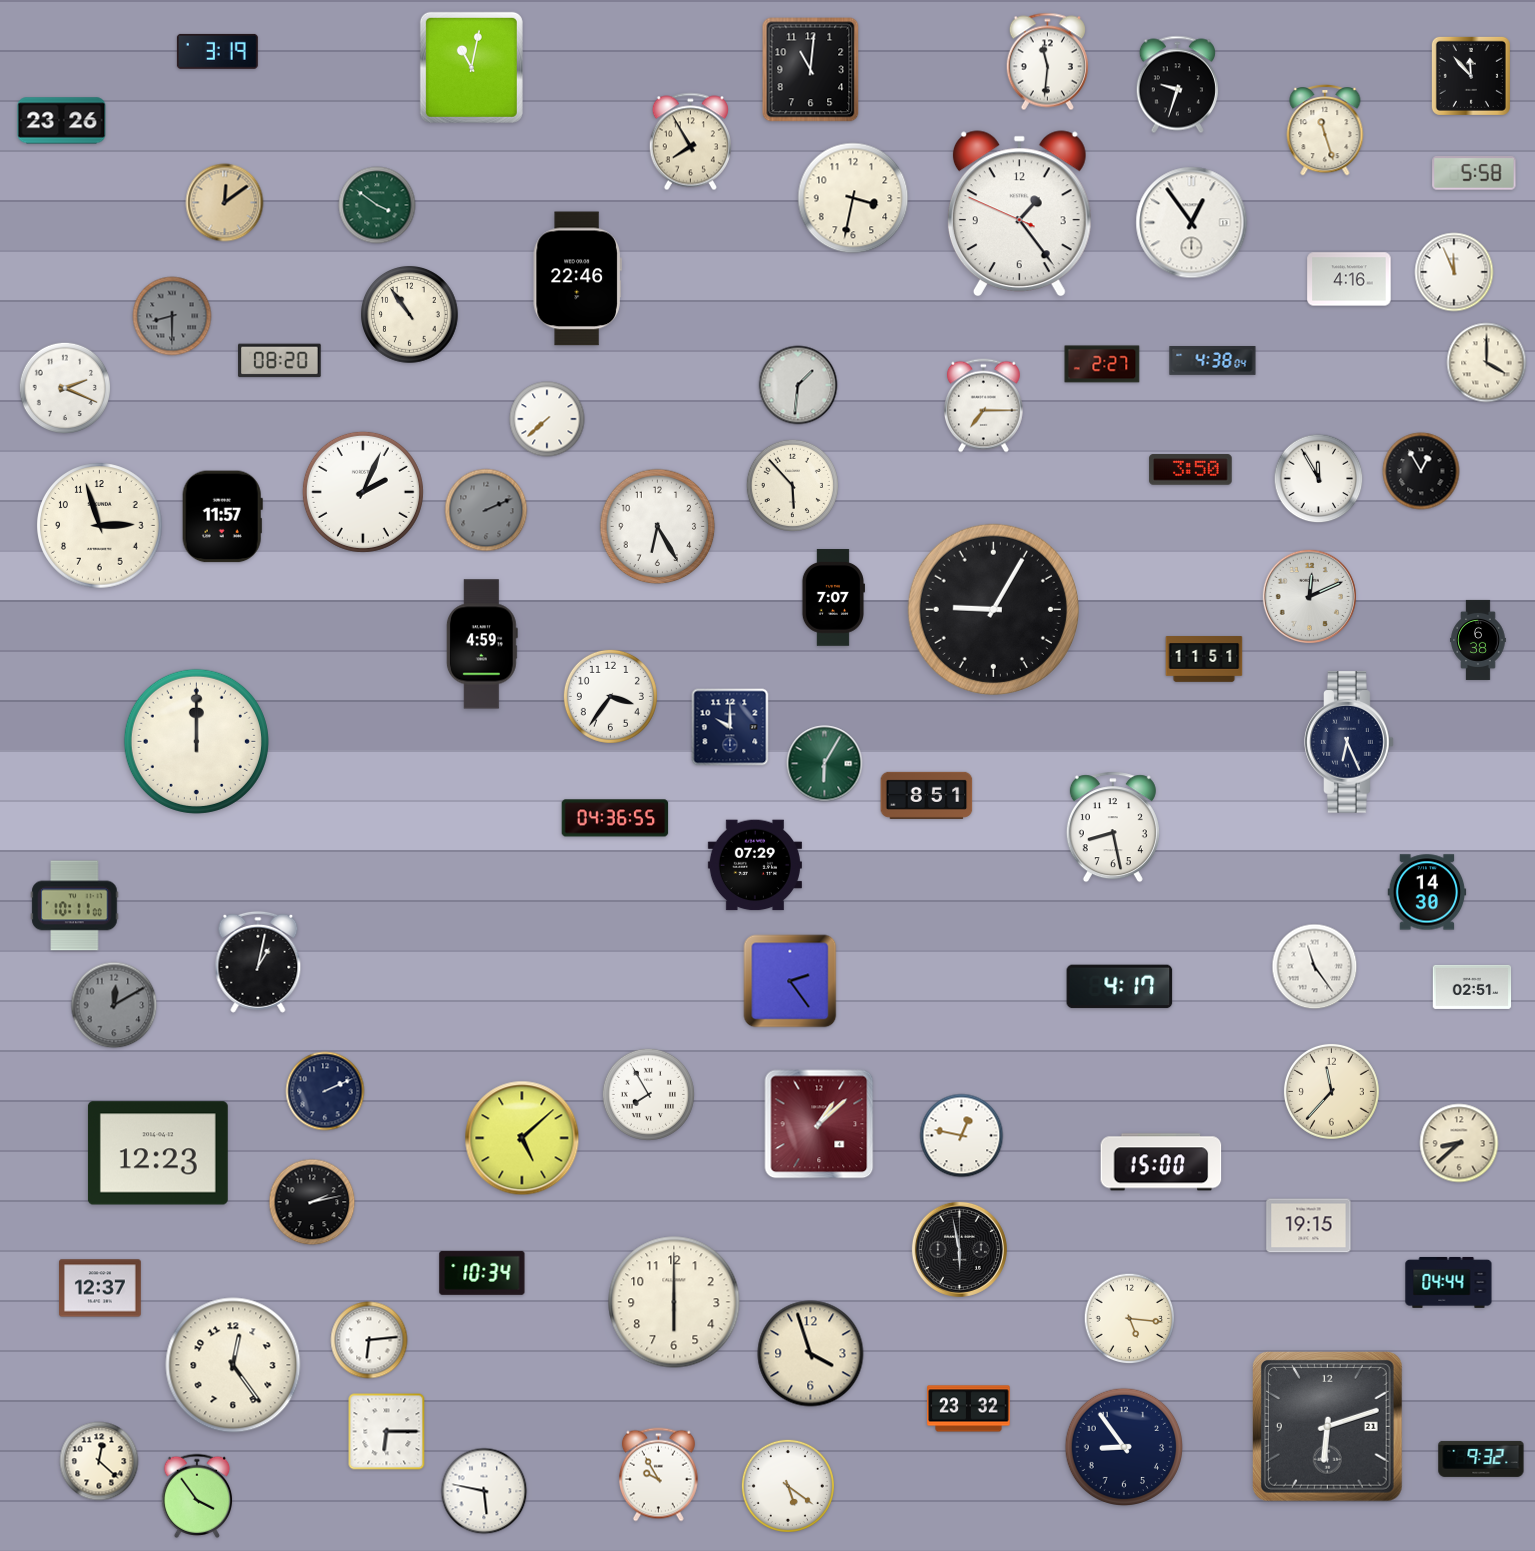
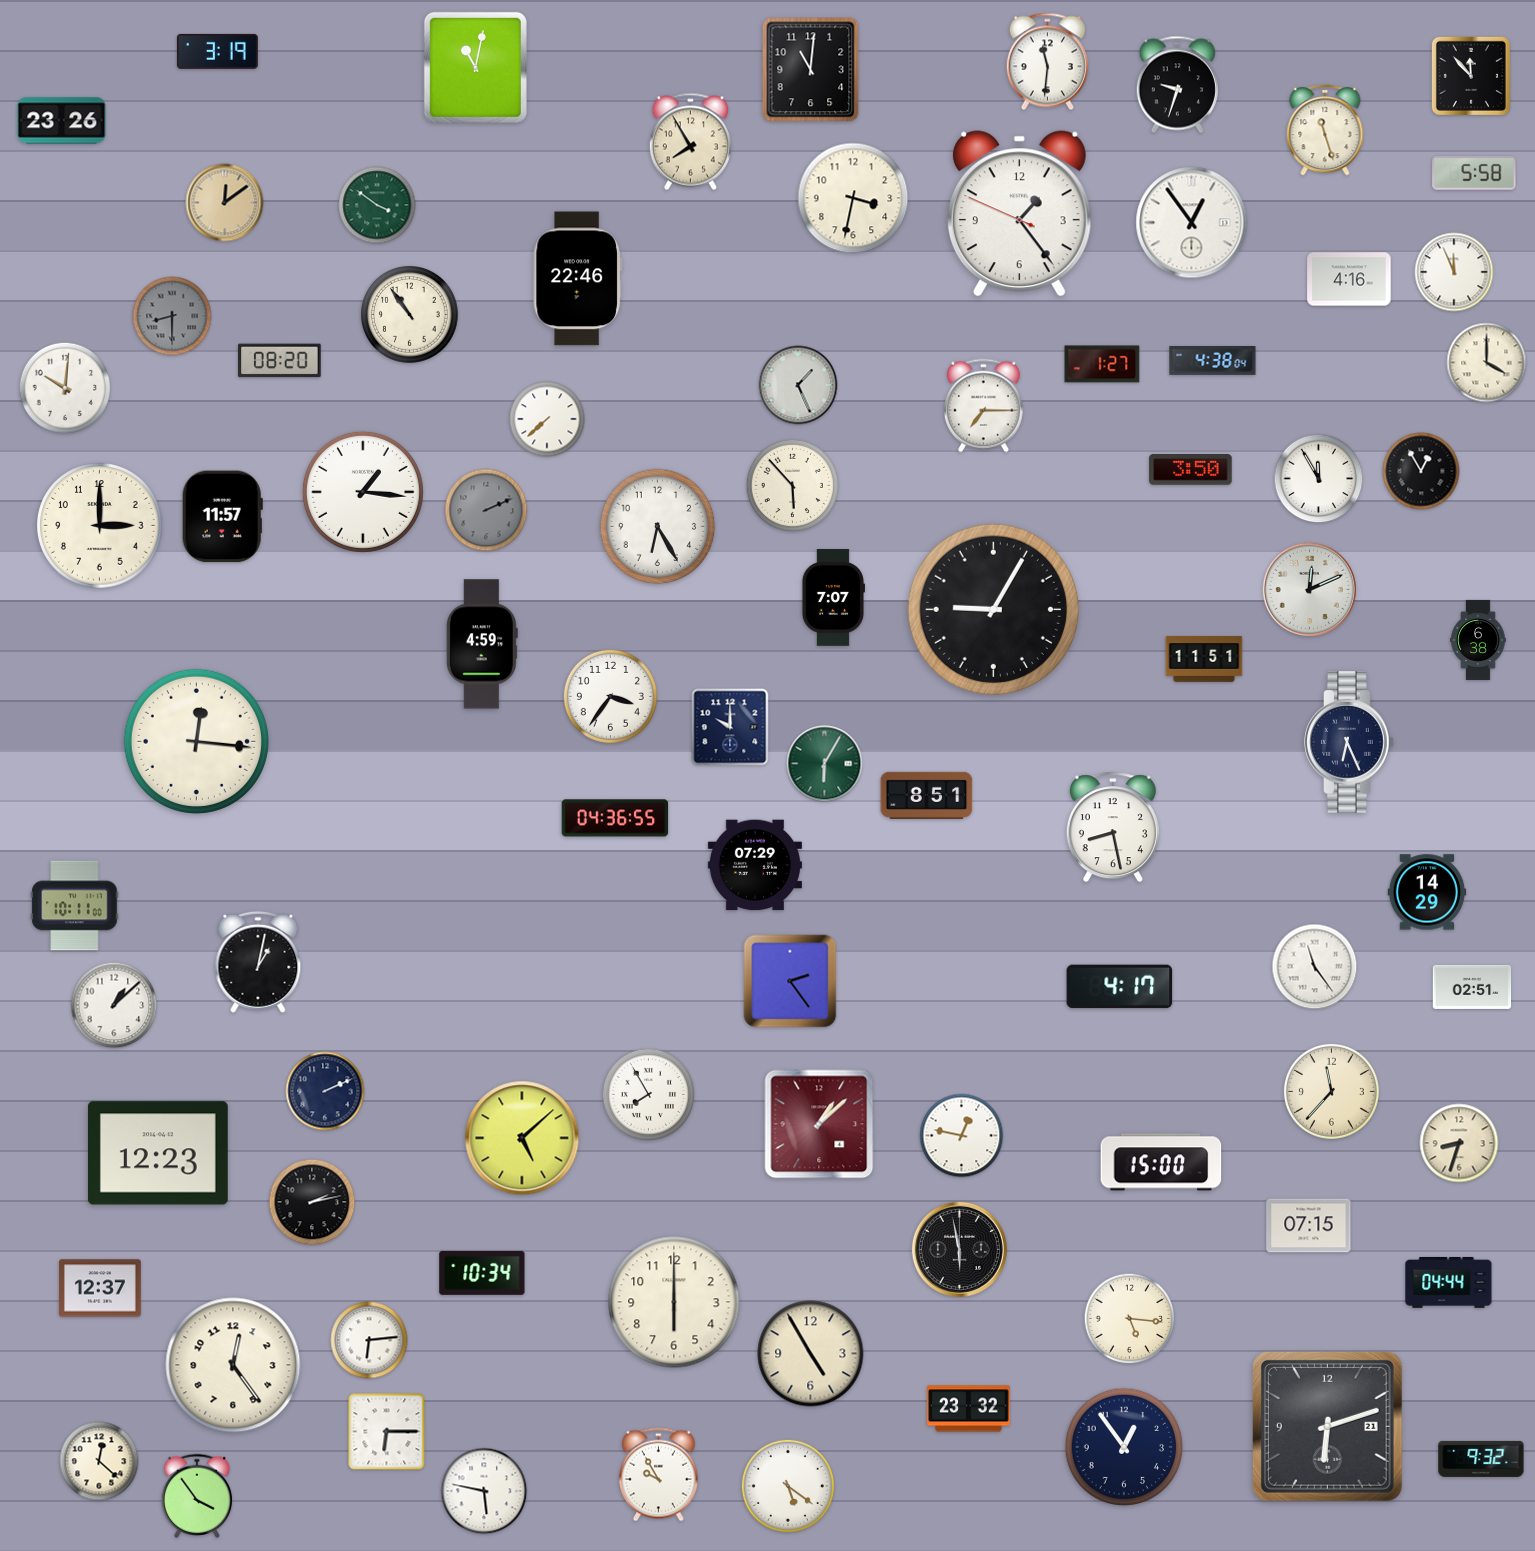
clock at (471, 67) position: (471, 67) -> (475, 67)
clock at (1102, 364): 2:27 -> 1:27
clock at (798, 385): 1:31 -> 1:26
clock at (65, 388): 2:19 -> 10:01
clock at (363, 492): 2:04 -> 1:16
clock at (100, 526): 2:57 -> 3:00
clock at (1309, 596) position: (1309, 596) -> (1309, 589)
clock at (196, 741): 12:00 -> 12:16
clock at (1427, 892): 14:30 -> 14:29
clock at (114, 1005): 12:10 -> 1:08
clock at (114, 1005) dial: grey -> white
clock at (1459, 1143): 8:38 -> 8:33
clock at (1309, 1226): 19:15 -> 07:15
clock at (811, 1354): 3:57 -> 4:55
clock at (1123, 1446): 8:54 -> 12:54
